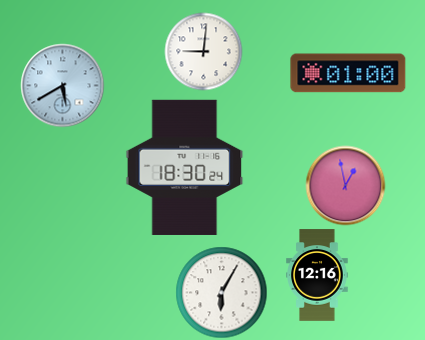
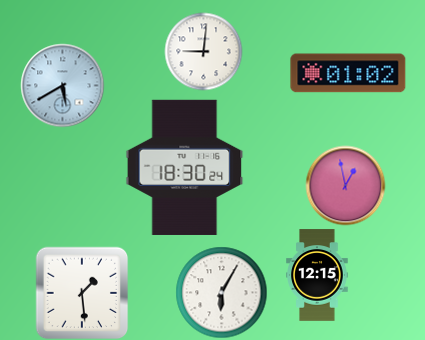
clock at (348, 73): 01:00 -> 01:02
clock at (317, 275): 12:16 -> 12:15
clock at (82, 293): none -> 1:29
